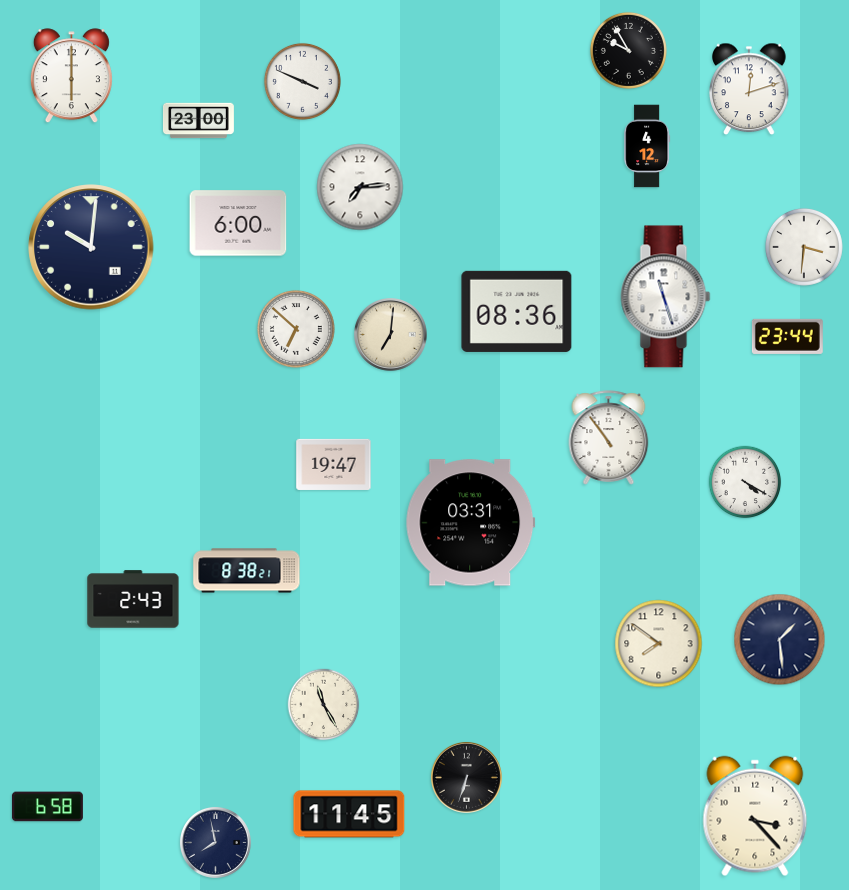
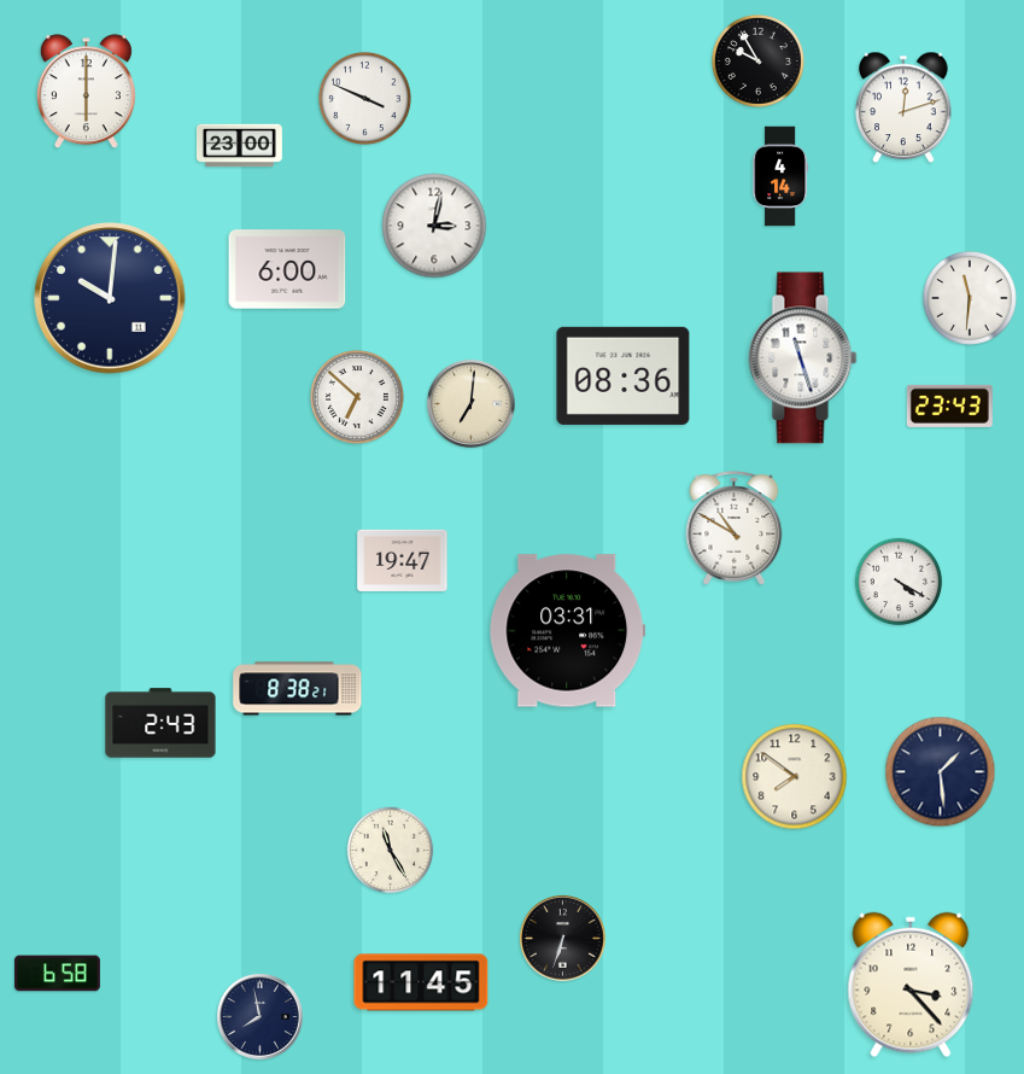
clock at (647, 146): 4:12 -> 4:14
clock at (360, 187): 7:14 -> 3:02
clock at (804, 247): 3:31 -> 11:31
clock at (787, 336): 23:44 -> 23:43
clock at (609, 438): 10:54 -> 10:50
